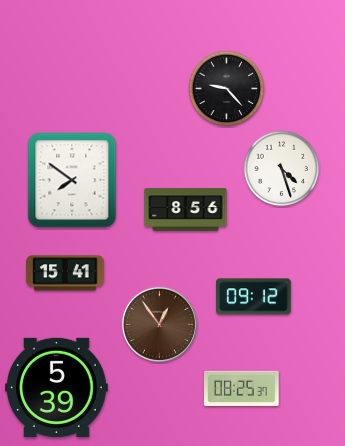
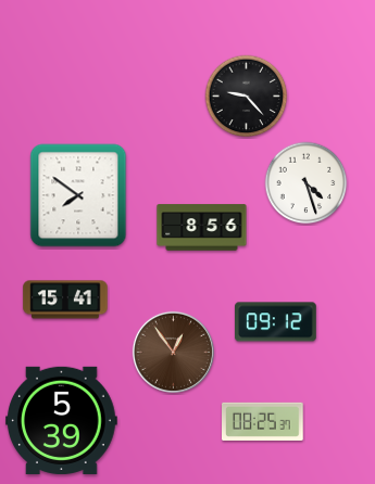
clock at (65, 273) position: (65, 273) -> (65, 300)
